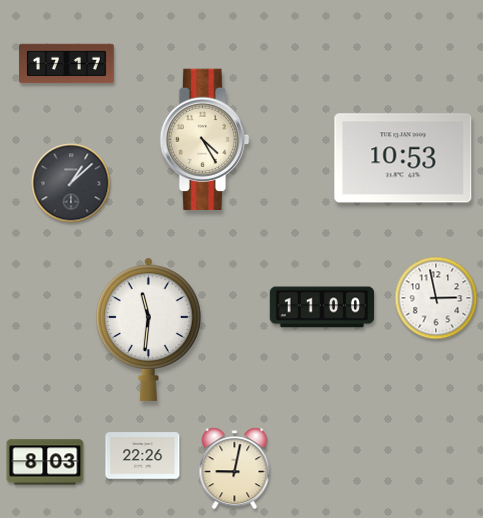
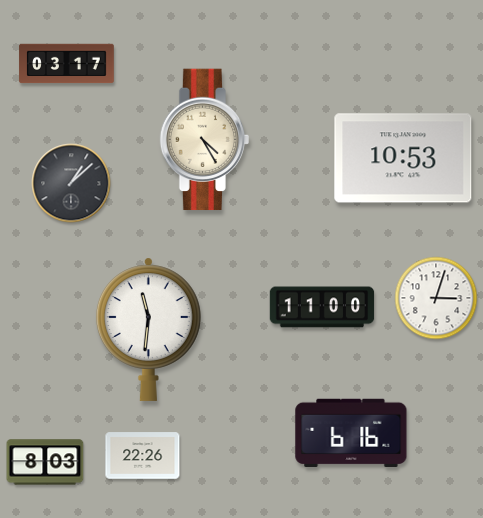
clock at (67, 64): 17:17 -> 03:17
clock at (436, 298): 2:58 -> 3:03
clock at (351, 432): none -> 6:16
clock at (235, 469): 9:02 -> none
